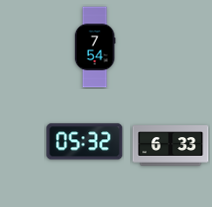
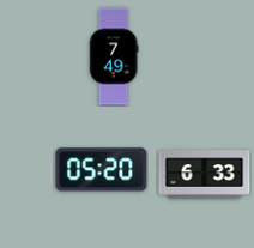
clock at (95, 47): 7:54 -> 7:49
clock at (85, 142): 05:32 -> 05:20
